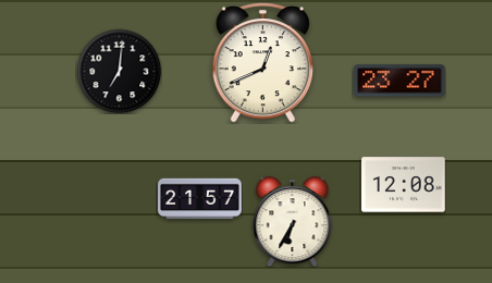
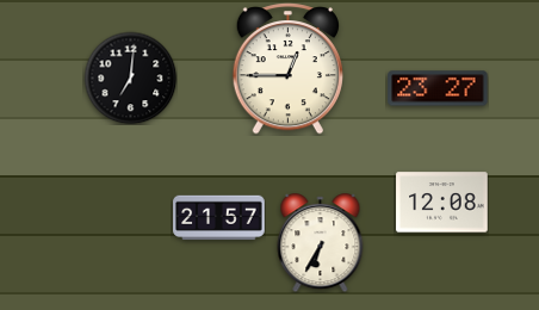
clock at (262, 63): 12:41 -> 12:45
